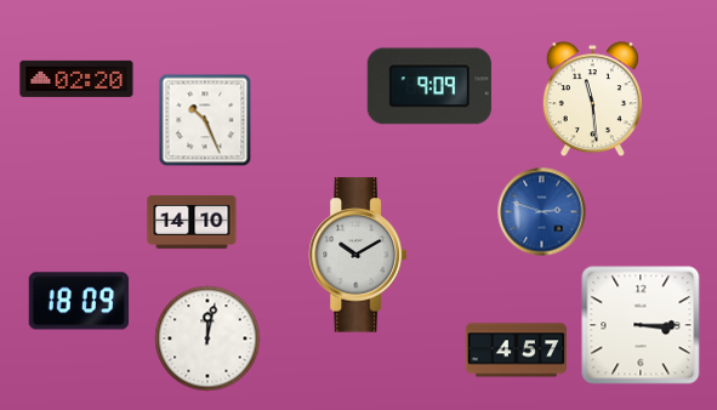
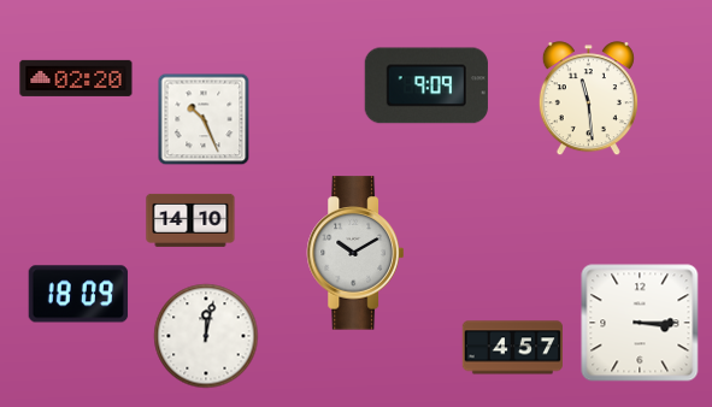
clock at (542, 212): 2:48 -> none
clock at (79, 301) position: (79, 301) -> (78, 294)
clock at (641, 325) position: (641, 325) -> (640, 323)
